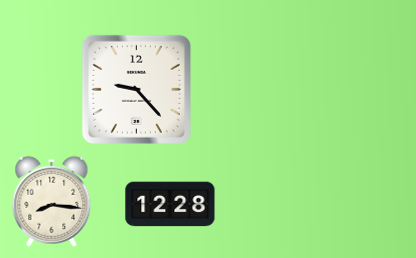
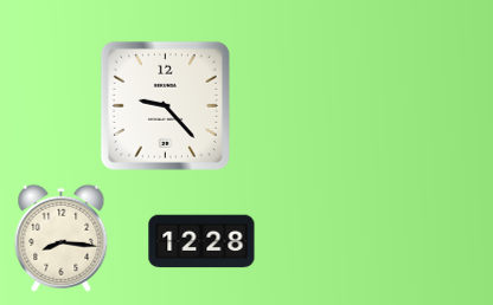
clock at (136, 89) position: (136, 89) -> (165, 105)
